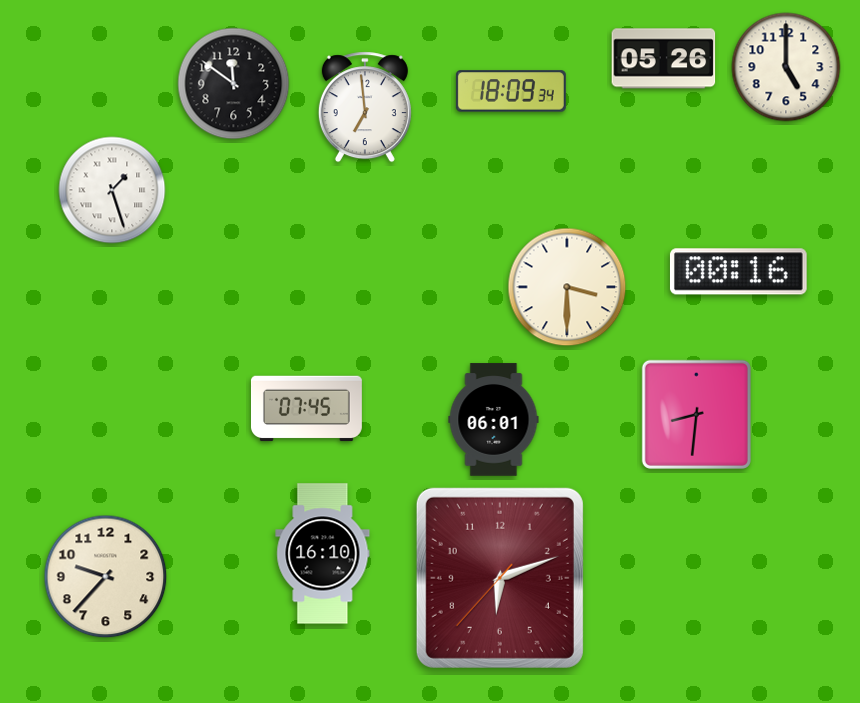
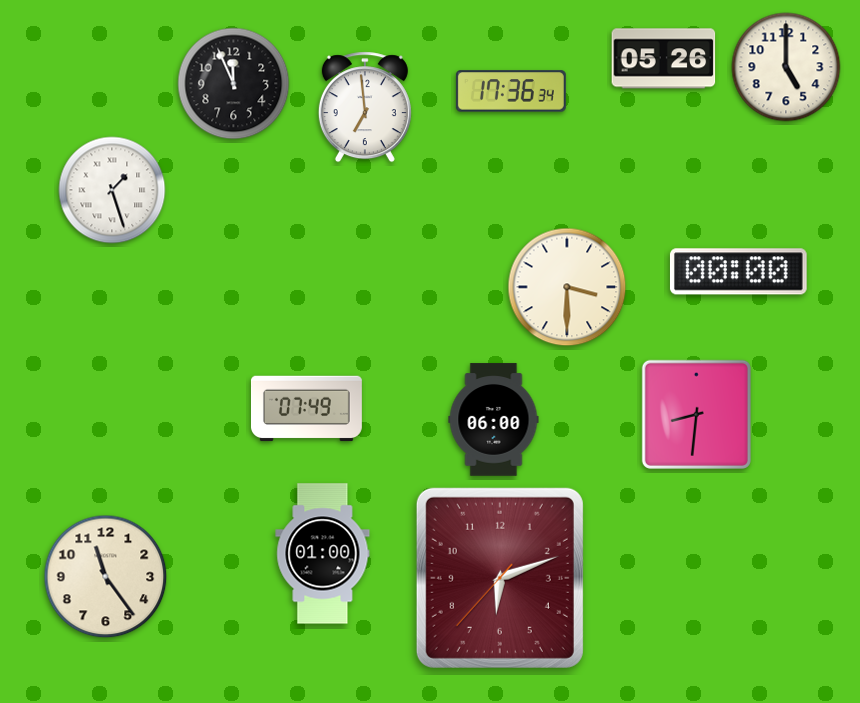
clock at (234, 84): 11:51 -> 11:56
clock at (511, 91): 18:09 -> 17:36
clock at (738, 272): 00:16 -> 00:00
clock at (306, 409): 07:45 -> 07:49
clock at (494, 420): 06:01 -> 06:00
clock at (323, 554): 16:10 -> 01:00
clock at (106, 577): 9:37 -> 11:24
